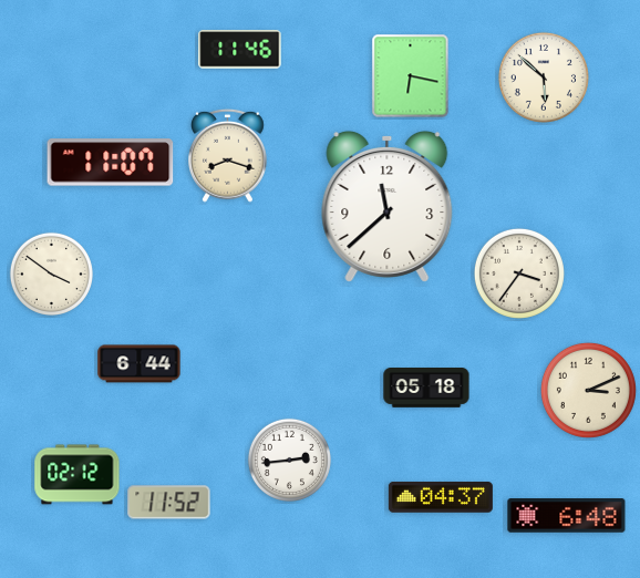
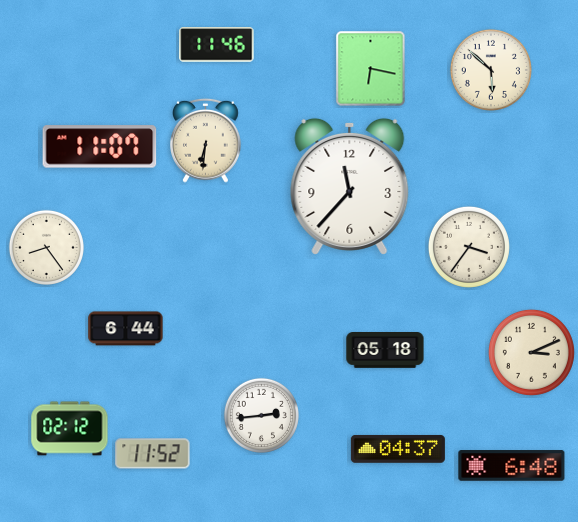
clock at (228, 155): 8:18 -> 6:31
clock at (388, 206): 11:38 -> 11:37
clock at (51, 273): 3:51 -> 8:24
